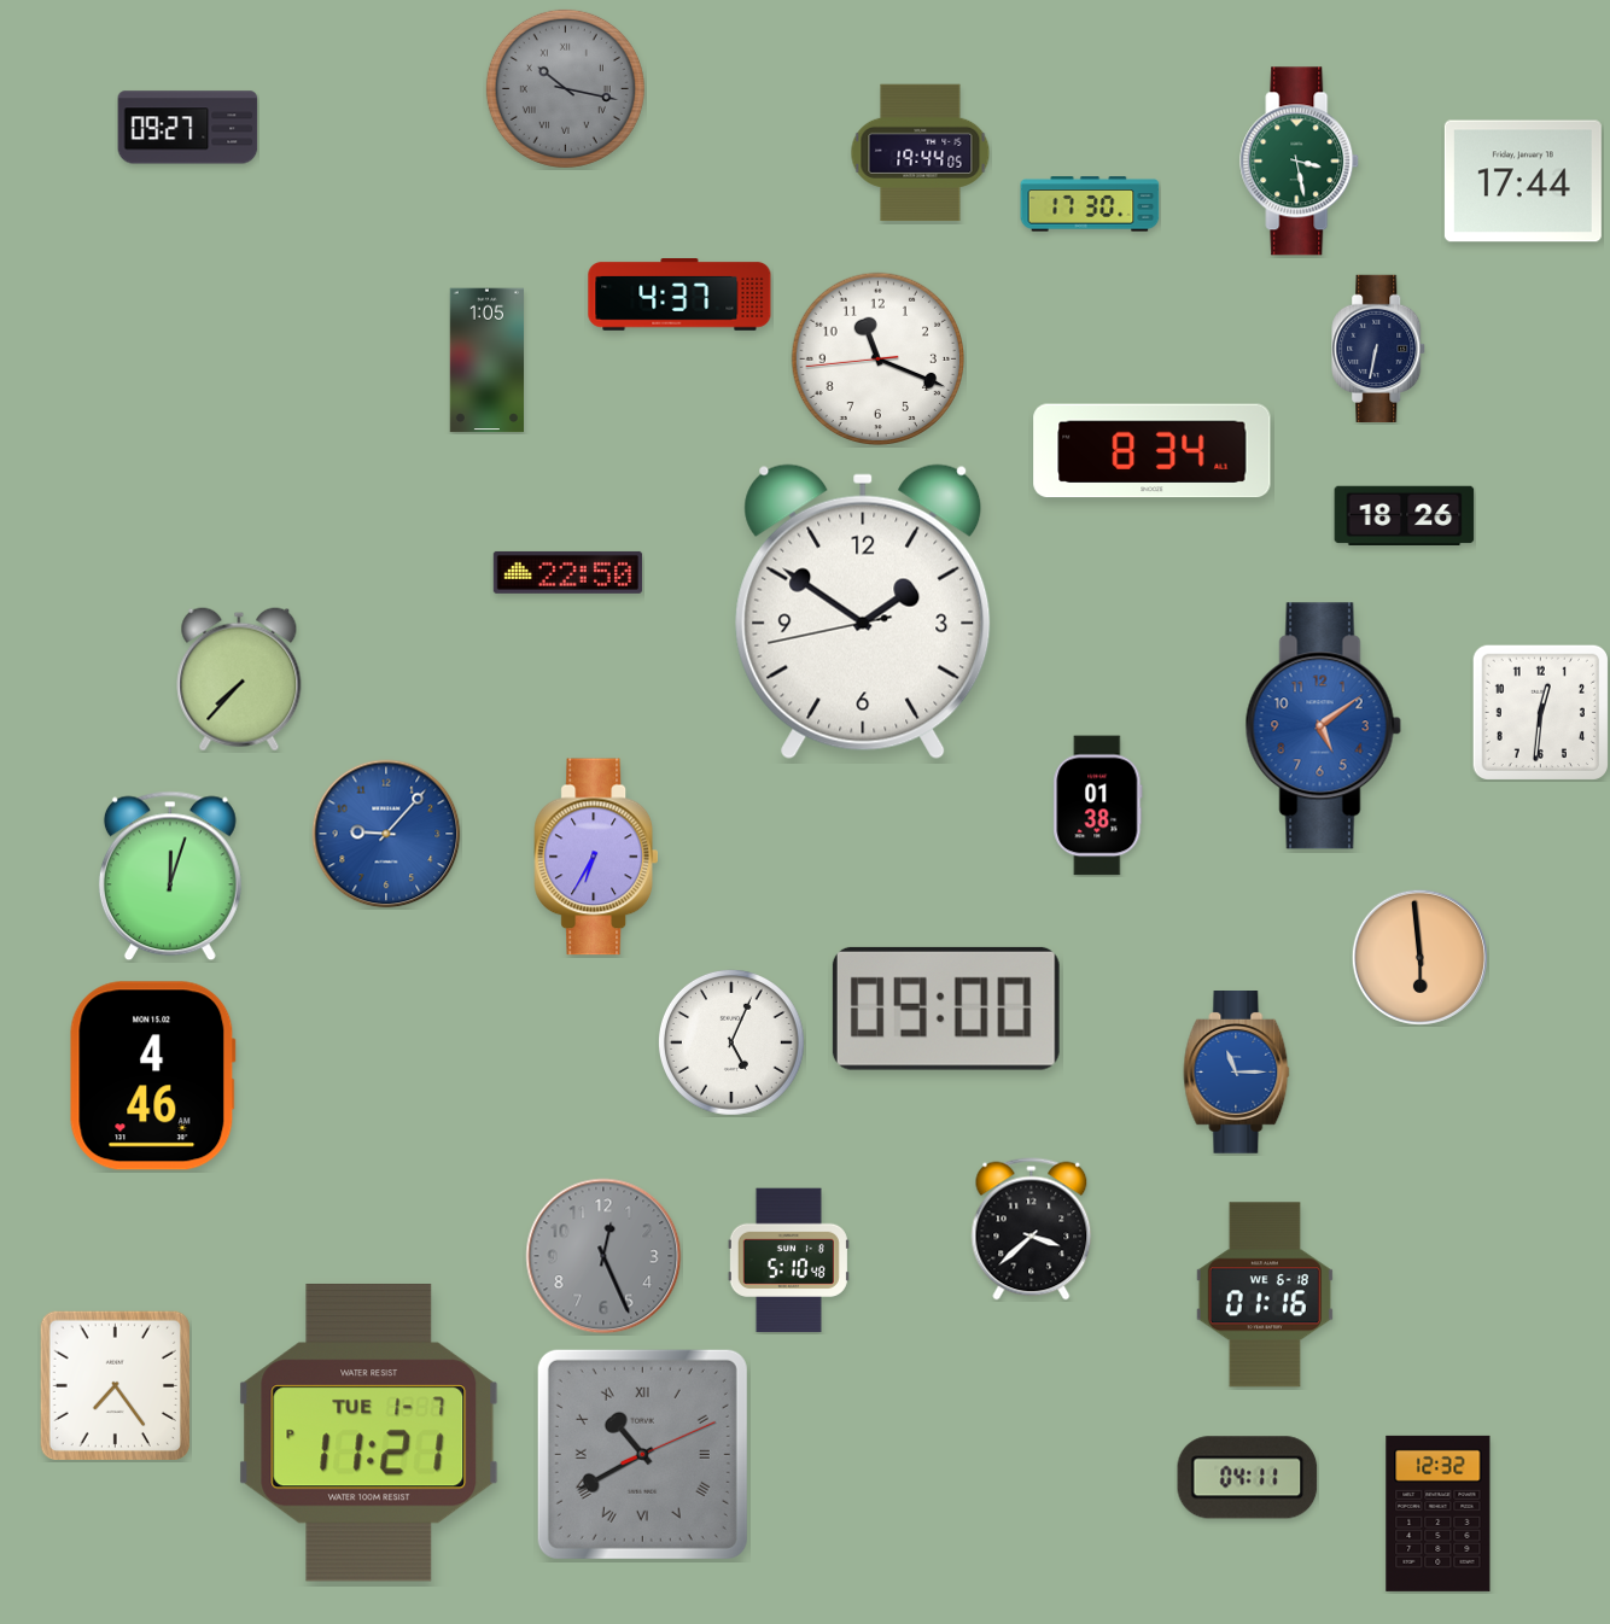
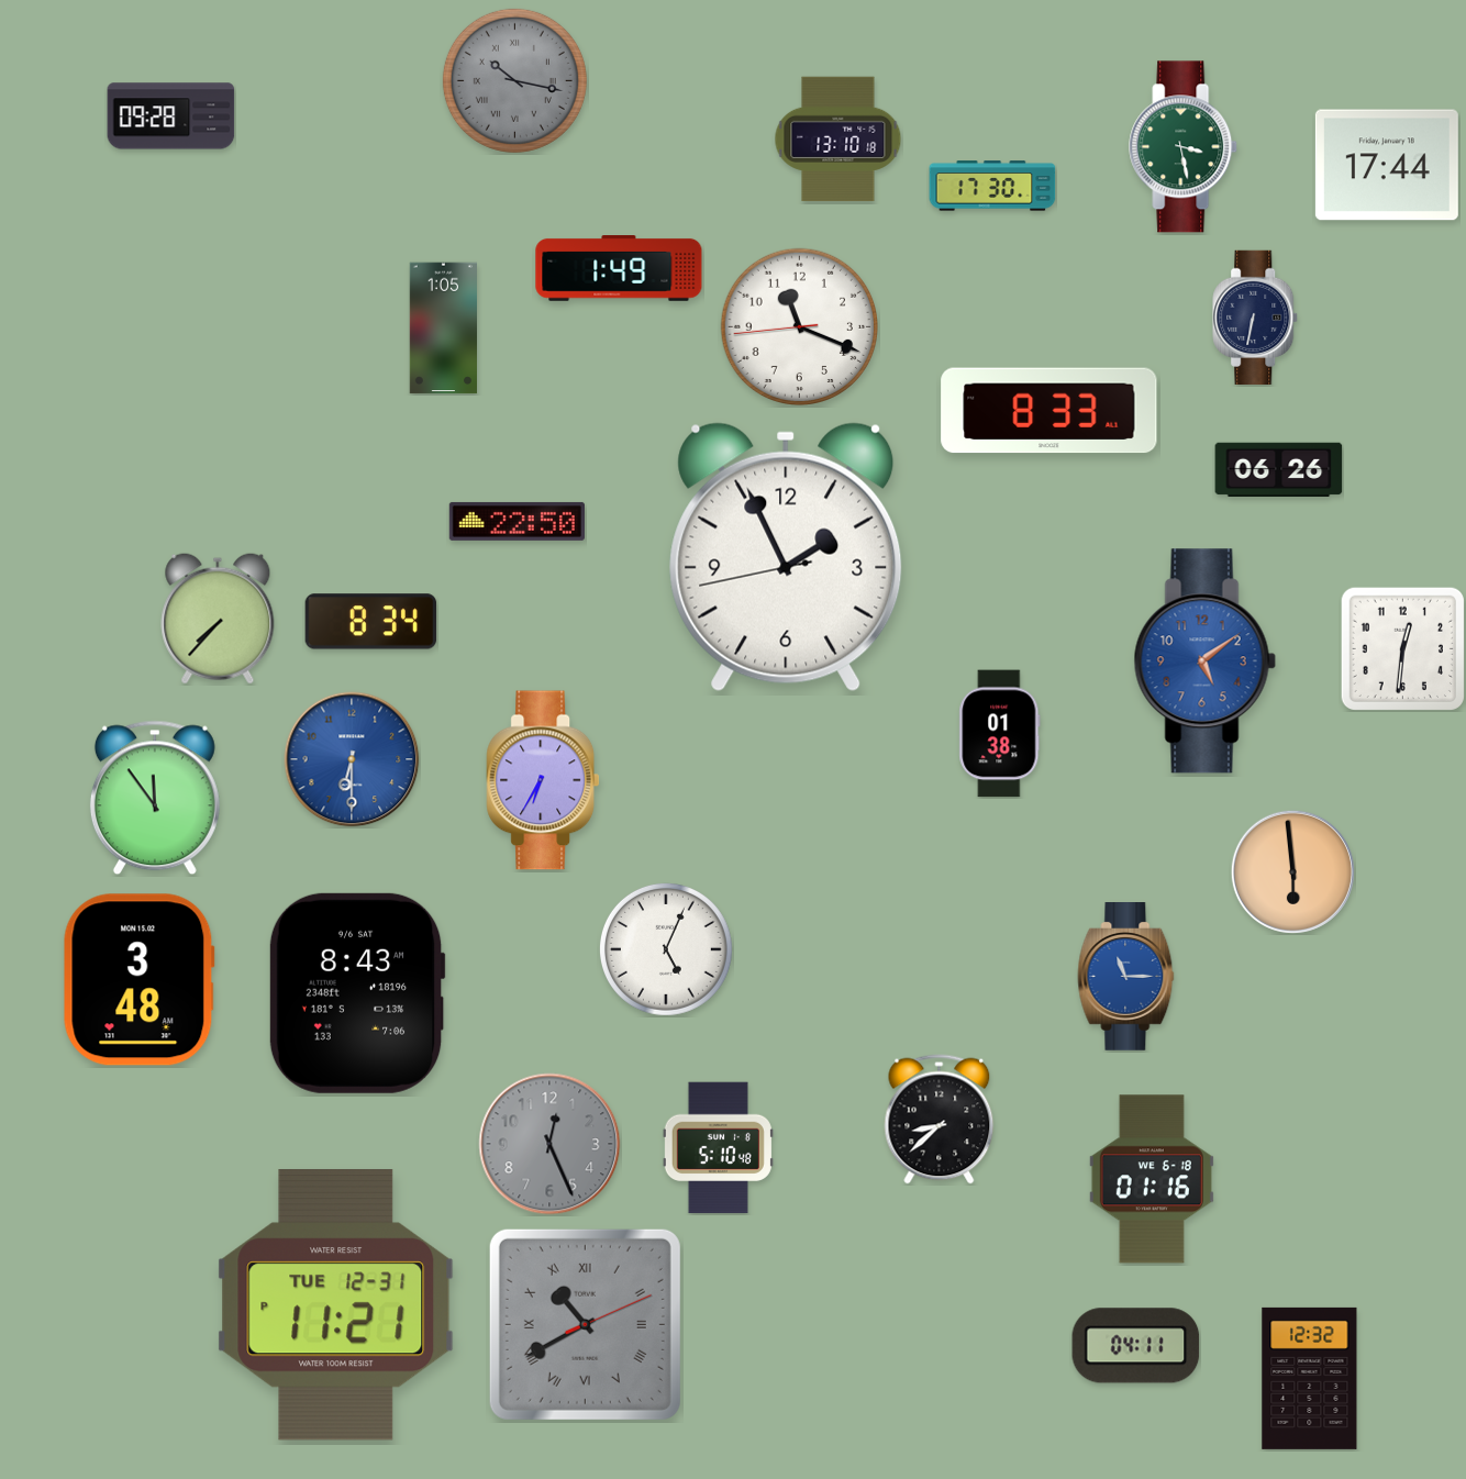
clock at (188, 128): 09:27 -> 09:28
clock at (921, 153): 19:44 -> 13:10
clock at (679, 296): 4:37 -> 1:49
clock at (1153, 451): 8:34 -> 8:33
clock at (1405, 515): 18:26 -> 06:26
clock at (863, 612): 1:50 -> 1:55
clock at (371, 622): none -> 8:34
clock at (386, 834): 9:07 -> 6:30
clock at (170, 876): 12:03 -> 11:54
clock at (946, 1009): 09:00 -> none
clock at (152, 1076): 4:46 -> 3:48
clock at (357, 993): none -> 8:43
clock at (1032, 1229): 3:38 -> 8:38
clock at (115, 1385): 7:24 -> none
clock at (369, 1432) date: TUE 1-7 -> TUE 12-31
